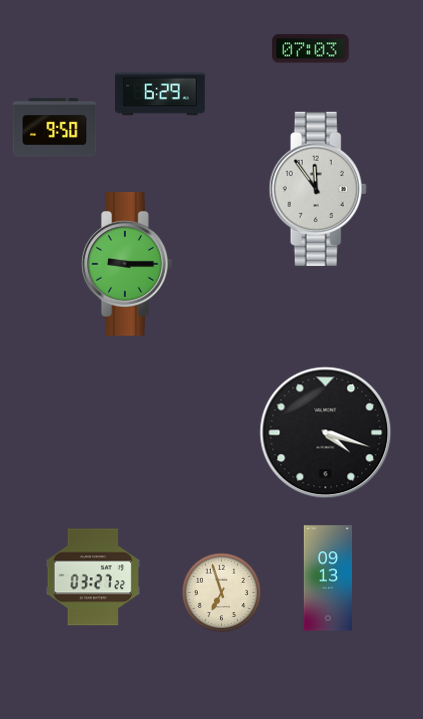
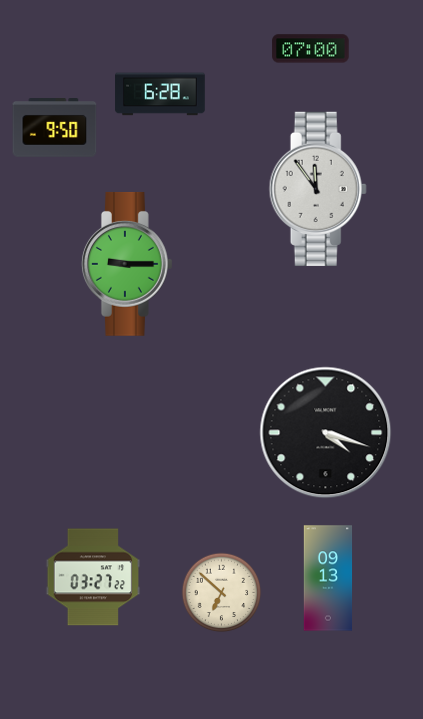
clock at (311, 49): 07:03 -> 07:00
clock at (160, 94): 6:29 -> 6:28
clock at (222, 593): 6:57 -> 6:52
